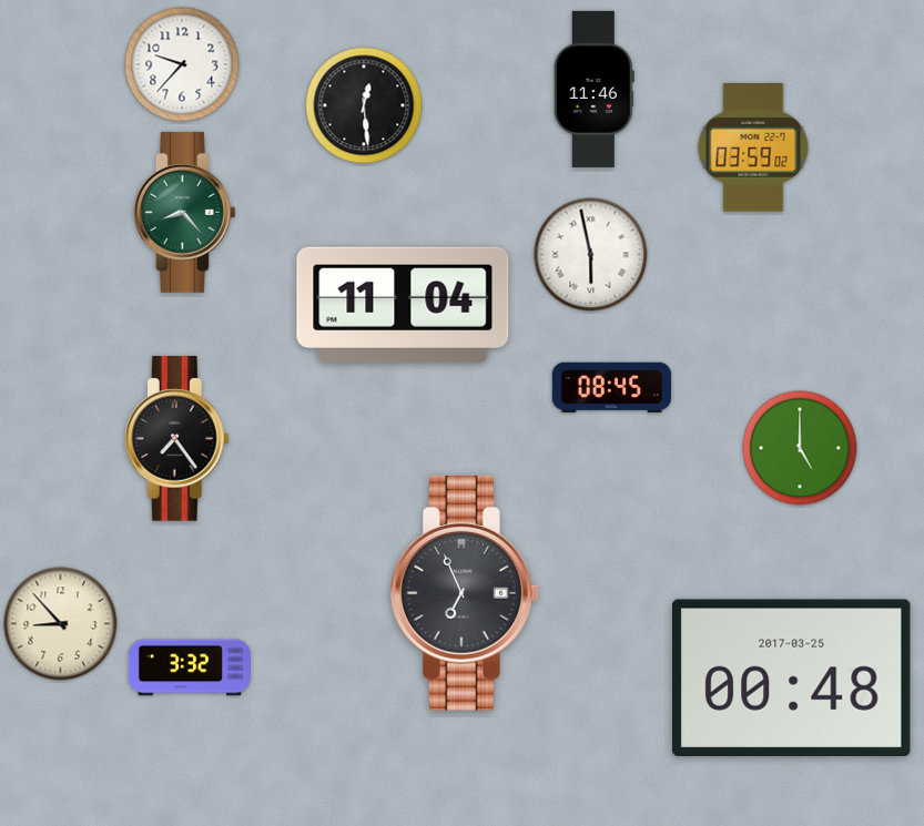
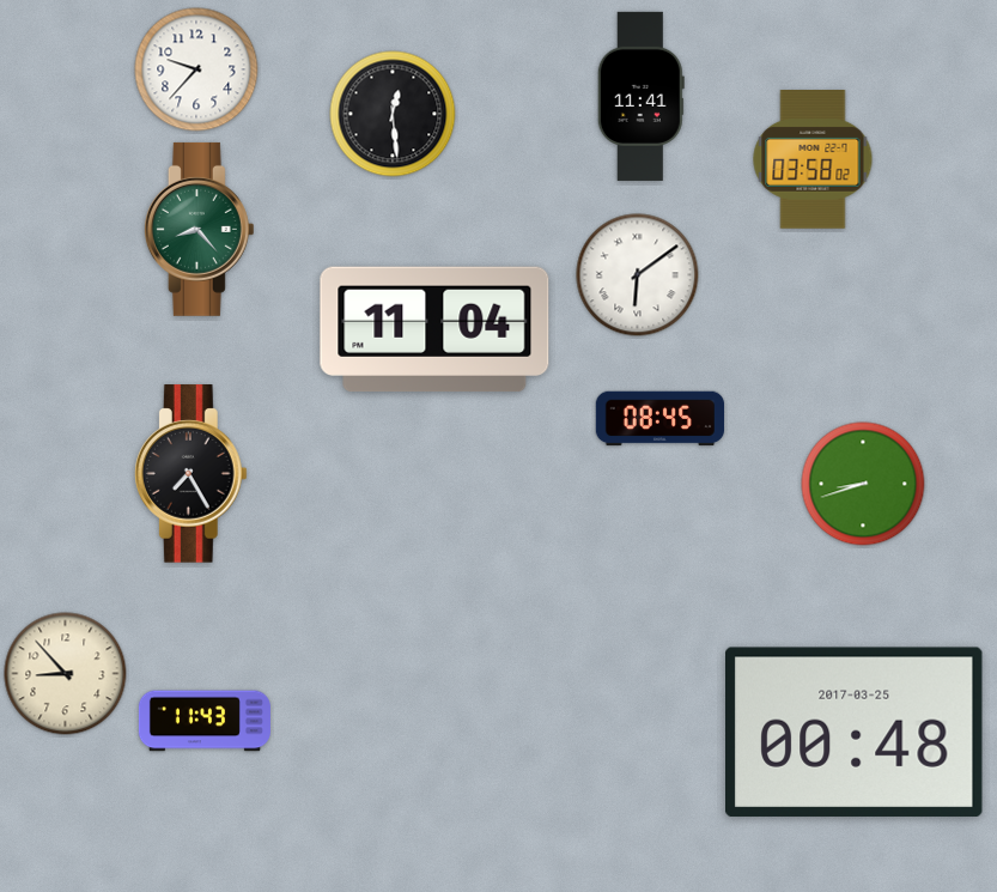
clock at (593, 89): 11:46 -> 11:41
clock at (753, 147): 03:59 -> 03:58
clock at (591, 255): 5:58 -> 6:09
clock at (176, 439): 7:24 -> 7:25
clock at (800, 448): 5:00 -> 8:42
clock at (466, 593): 6:56 -> none
clock at (190, 667): 3:32 -> 11:43
